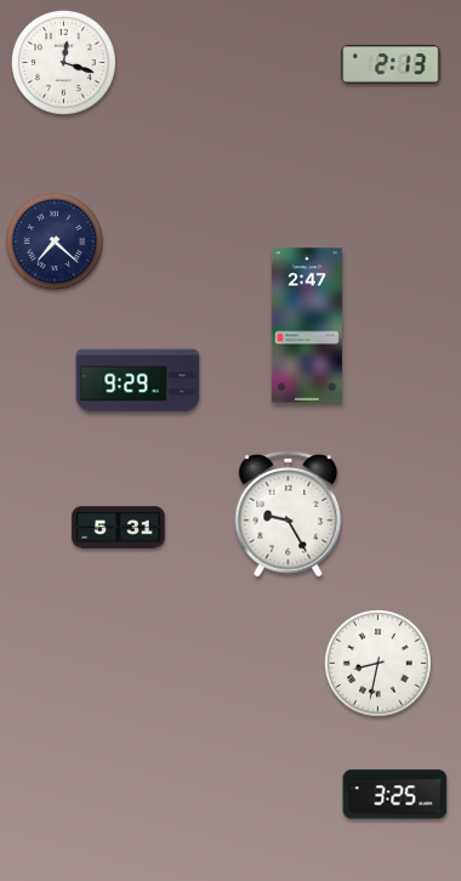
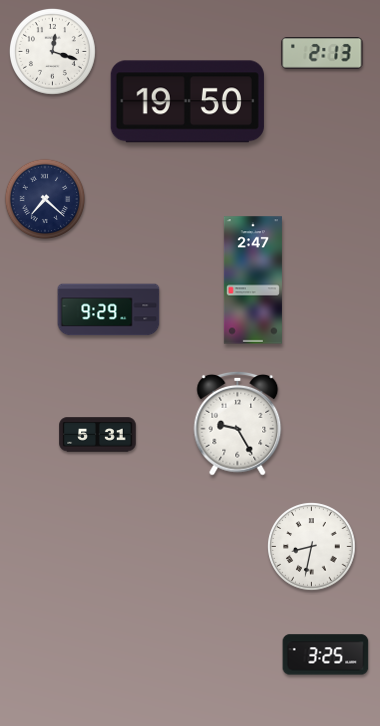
clock at (187, 102): none -> 19:50
clock at (307, 325) position: (307, 325) -> (253, 280)
clock at (138, 381) position: (138, 381) -> (109, 310)
